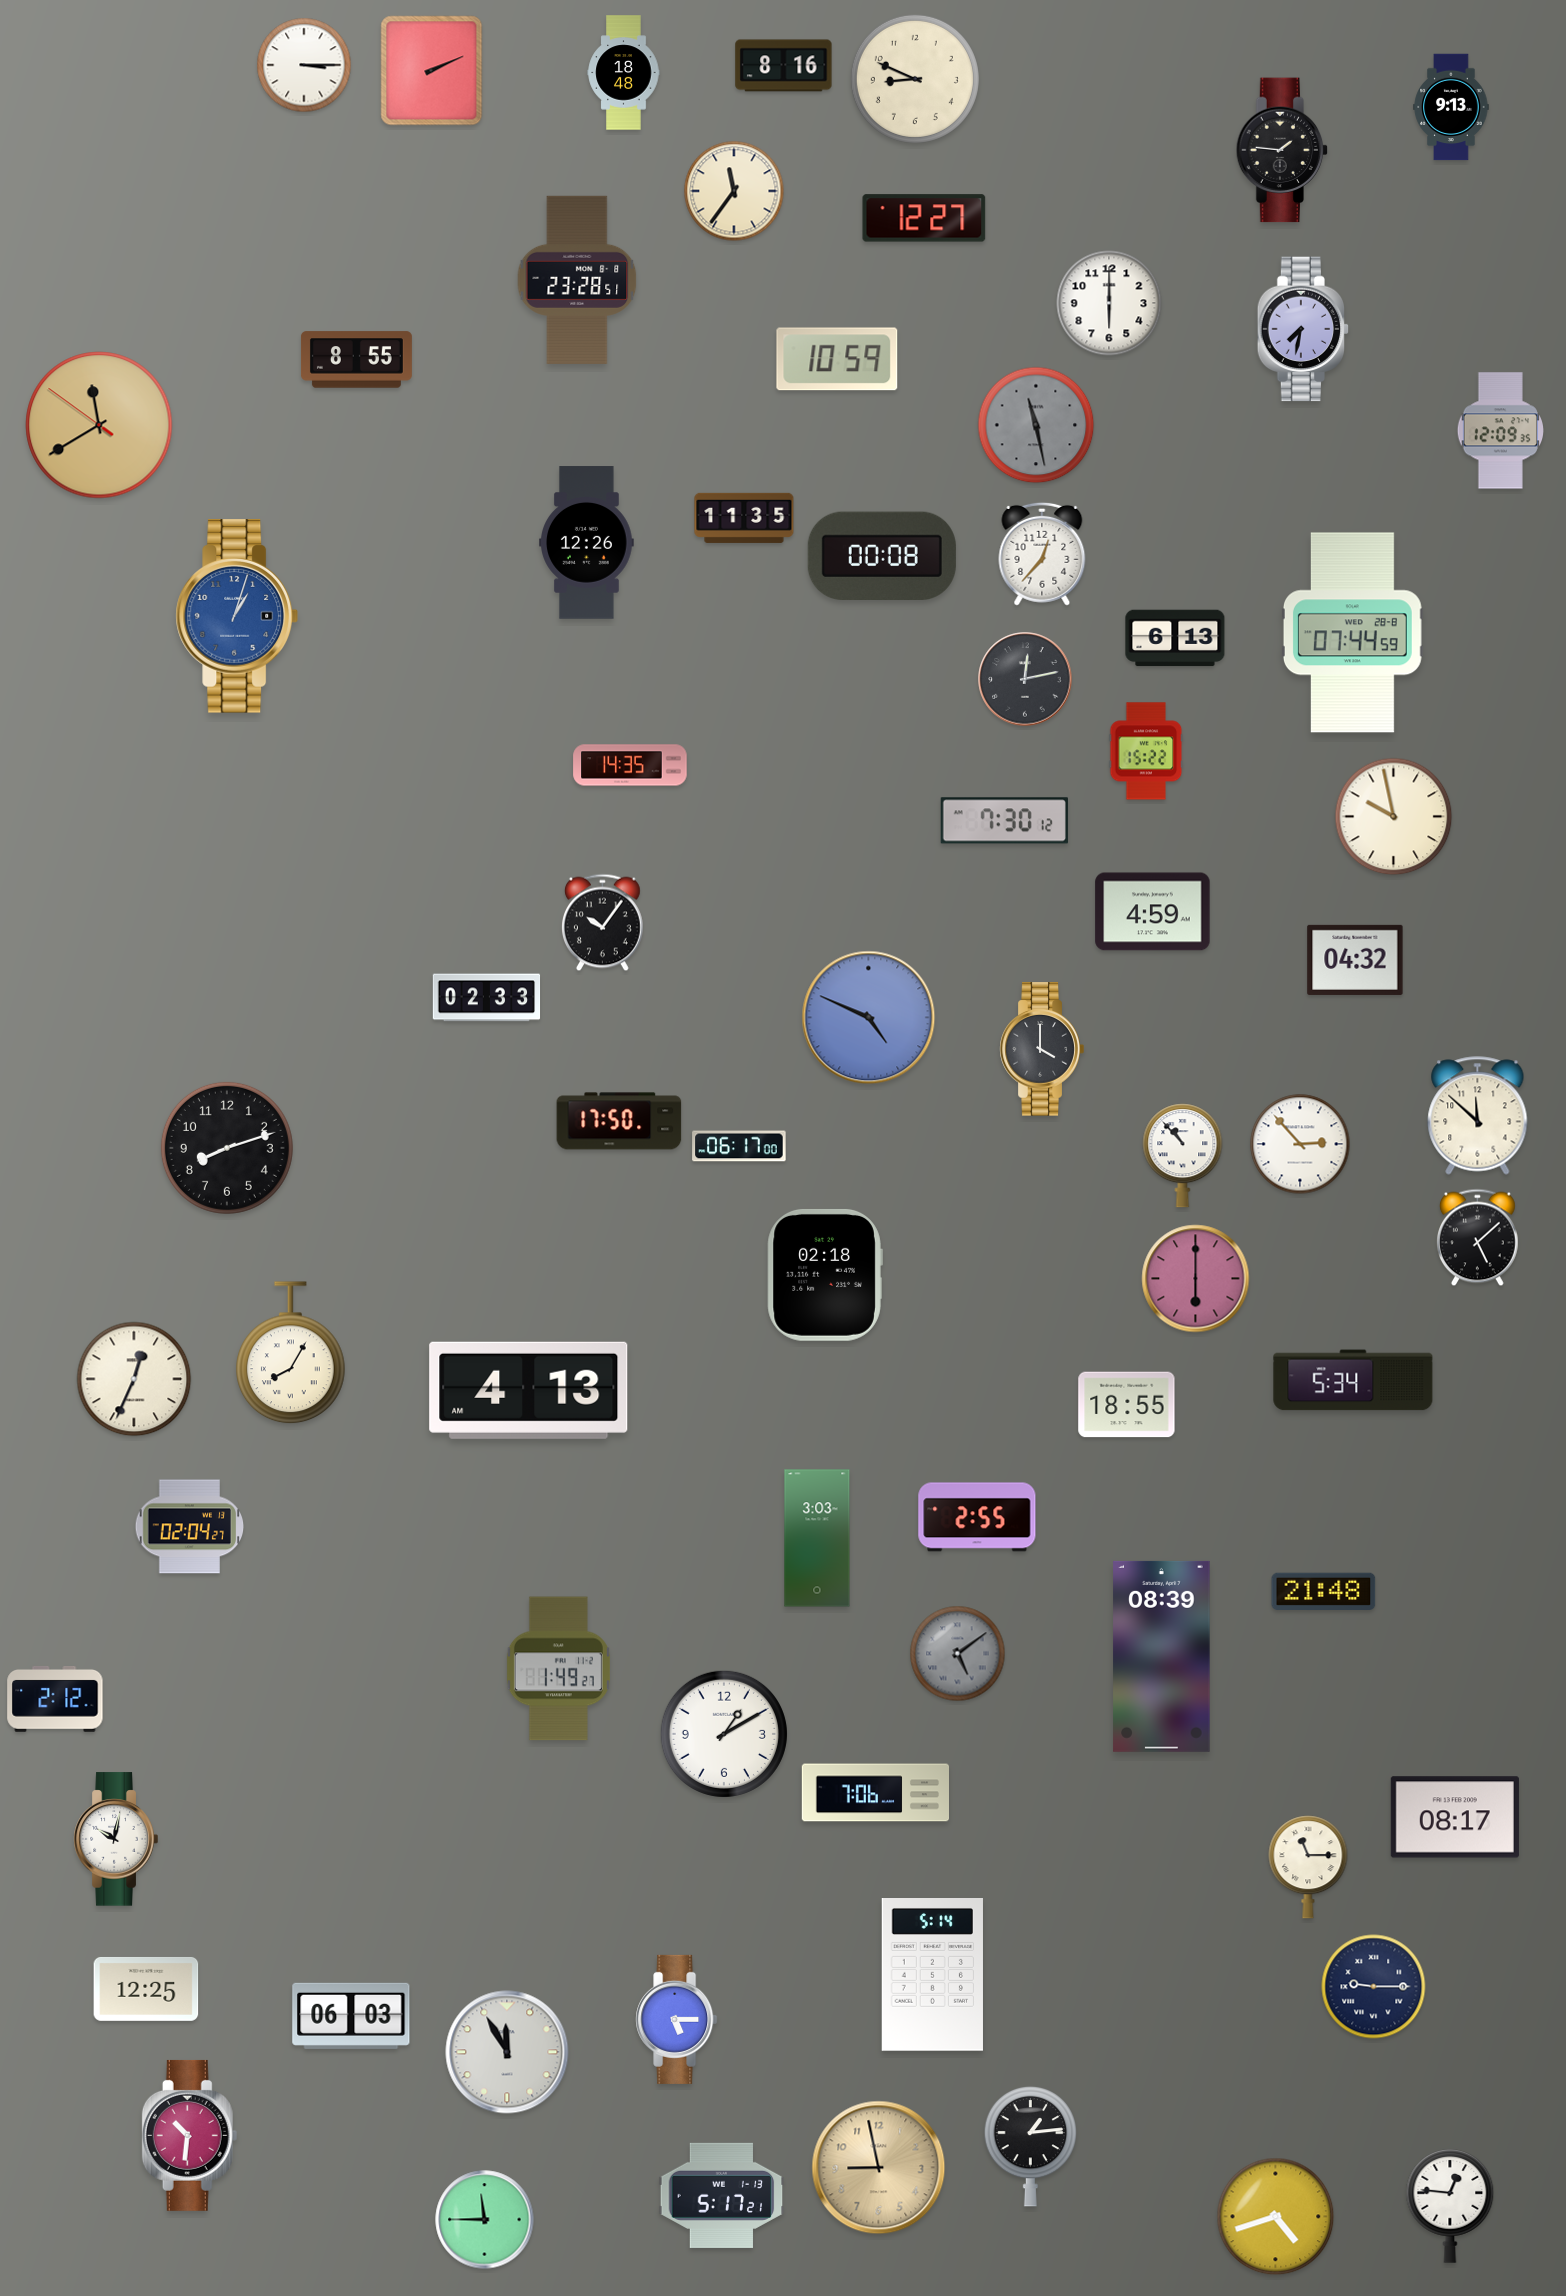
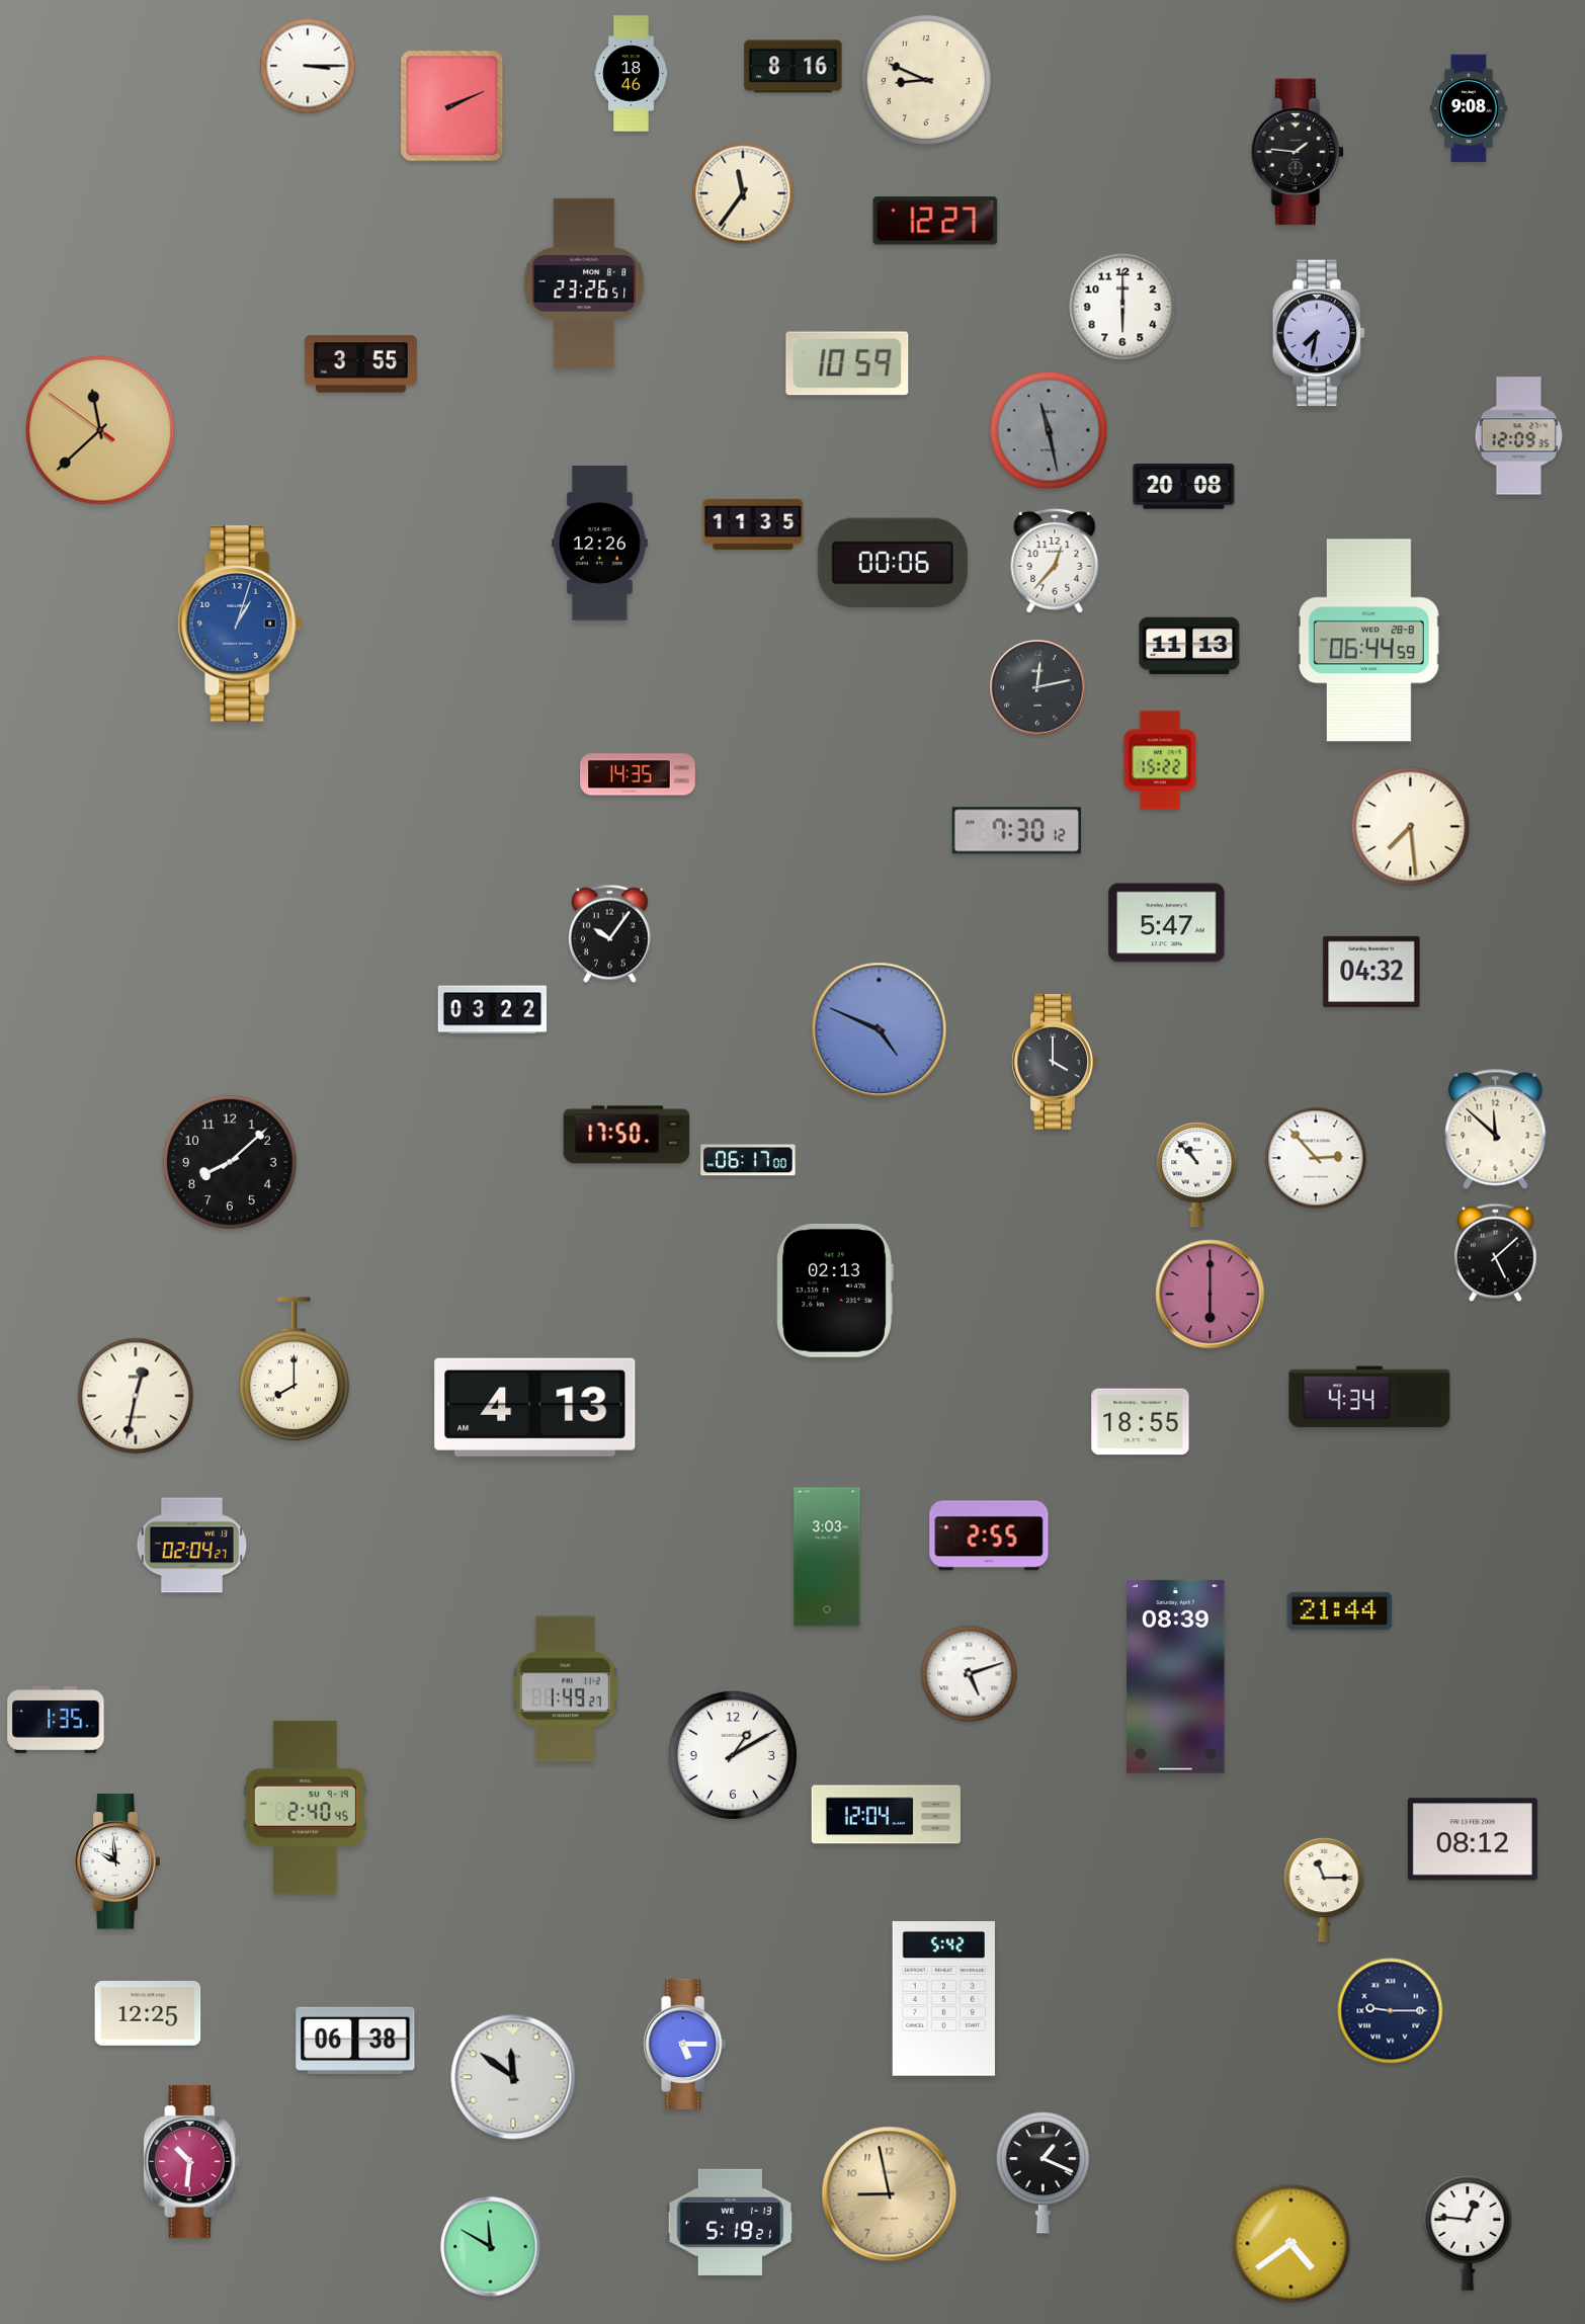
clock at (432, 71) position: (432, 71) -> (452, 106)
clock at (624, 73): 18:48 -> 18:46
clock at (1451, 107): 9:13 -> 9:08
clock at (577, 280): 23:28 -> 23:26
clock at (356, 360): 8:55 -> 3:55
clock at (99, 425): 11:39 -> 11:37
clock at (1184, 487): none -> 20:08
clock at (587, 543) position: (587, 543) -> (600, 544)
clock at (882, 555): 00:08 -> 00:06
clock at (1352, 633): 07:44 -> 06:44
clock at (1175, 638): 6:13 -> 11:13
clock at (1394, 817): 9:58 -> 7:29
clock at (1153, 912): 4:59 -> 5:47
clock at (487, 998): 02:33 -> 03:22
clock at (227, 1148): 8:12 -> 8:08
clock at (1183, 1156) position: (1183, 1156) -> (1197, 1175)
clock at (825, 1275): 02:18 -> 02:13
clock at (291, 1353): 8:05 -> 8:00
clock at (134, 1379): 12:34 -> 12:32
clock at (1353, 1380): 5:34 -> 4:34
clock at (1324, 1592): 21:48 -> 21:44
clock at (958, 1654): 5:09 -> 5:12
clock at (958, 1654) dial: grey -> white
clock at (55, 1699): 2:12 -> 1:35
clock at (305, 1807): none -> 2:40
clock at (876, 1793): 7:06 -> 12:04
clock at (1455, 1817): 08:17 -> 08:12
clock at (116, 1839): 10:02 -> 9:59
clock at (932, 1975): 5:14 -> 5:42
clock at (351, 2016): 06:03 -> 06:38
clock at (507, 2052): 11:55 -> 11:51
clock at (1031, 2146): 1:14 -> 1:19
clock at (722, 2195): 5:17 -> 5:19
clock at (1276, 2217): 4:42 -> 4:39
clock at (485, 2220): 11:45 -> 11:50
